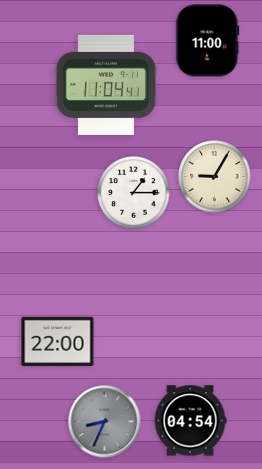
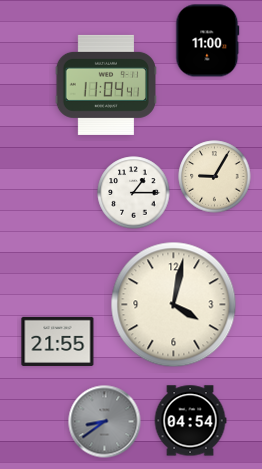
clock at (174, 305): none -> 4:02
clock at (58, 341): 22:00 -> 21:55
clock at (105, 422): 8:34 -> 8:39
